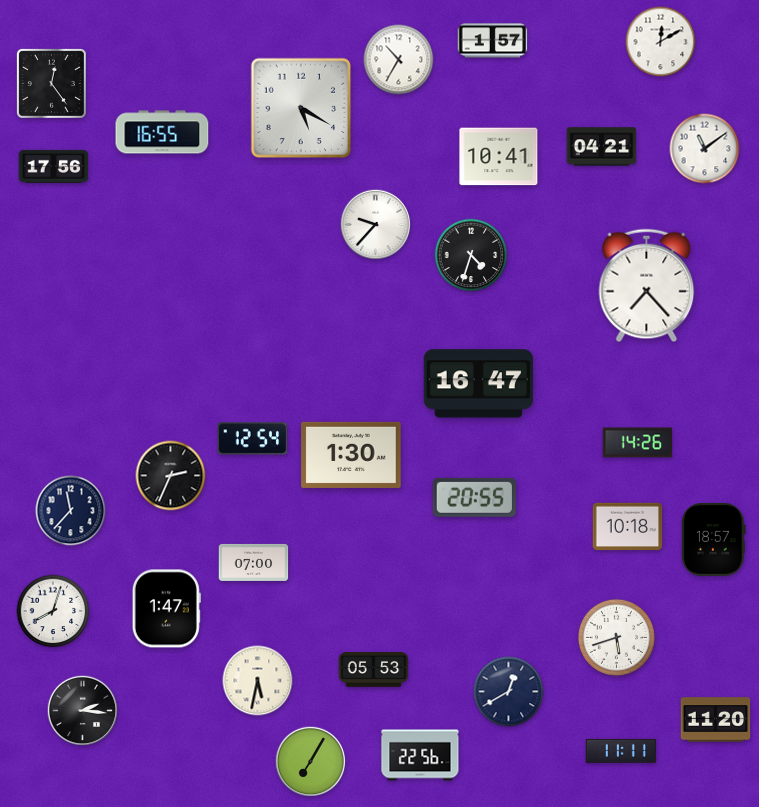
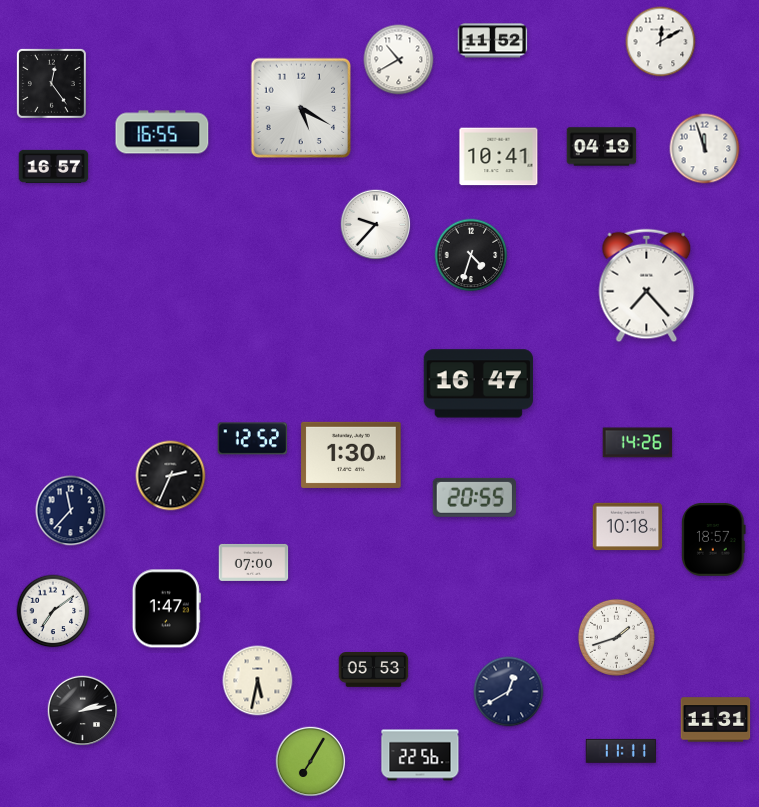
clock at (493, 41): 1:57 -> 11:52
clock at (399, 60): 10:35 -> 10:40
clock at (602, 147): 04:21 -> 04:19
clock at (705, 149): 11:09 -> 11:57
clock at (54, 166): 17:56 -> 16:57
clock at (253, 439): 12:54 -> 12:52
clock at (53, 611): 8:03 -> 7:09
clock at (616, 637): 5:42 -> 1:42
clock at (83, 711): 2:16 -> 2:13
clock at (716, 720): 11:20 -> 11:31
